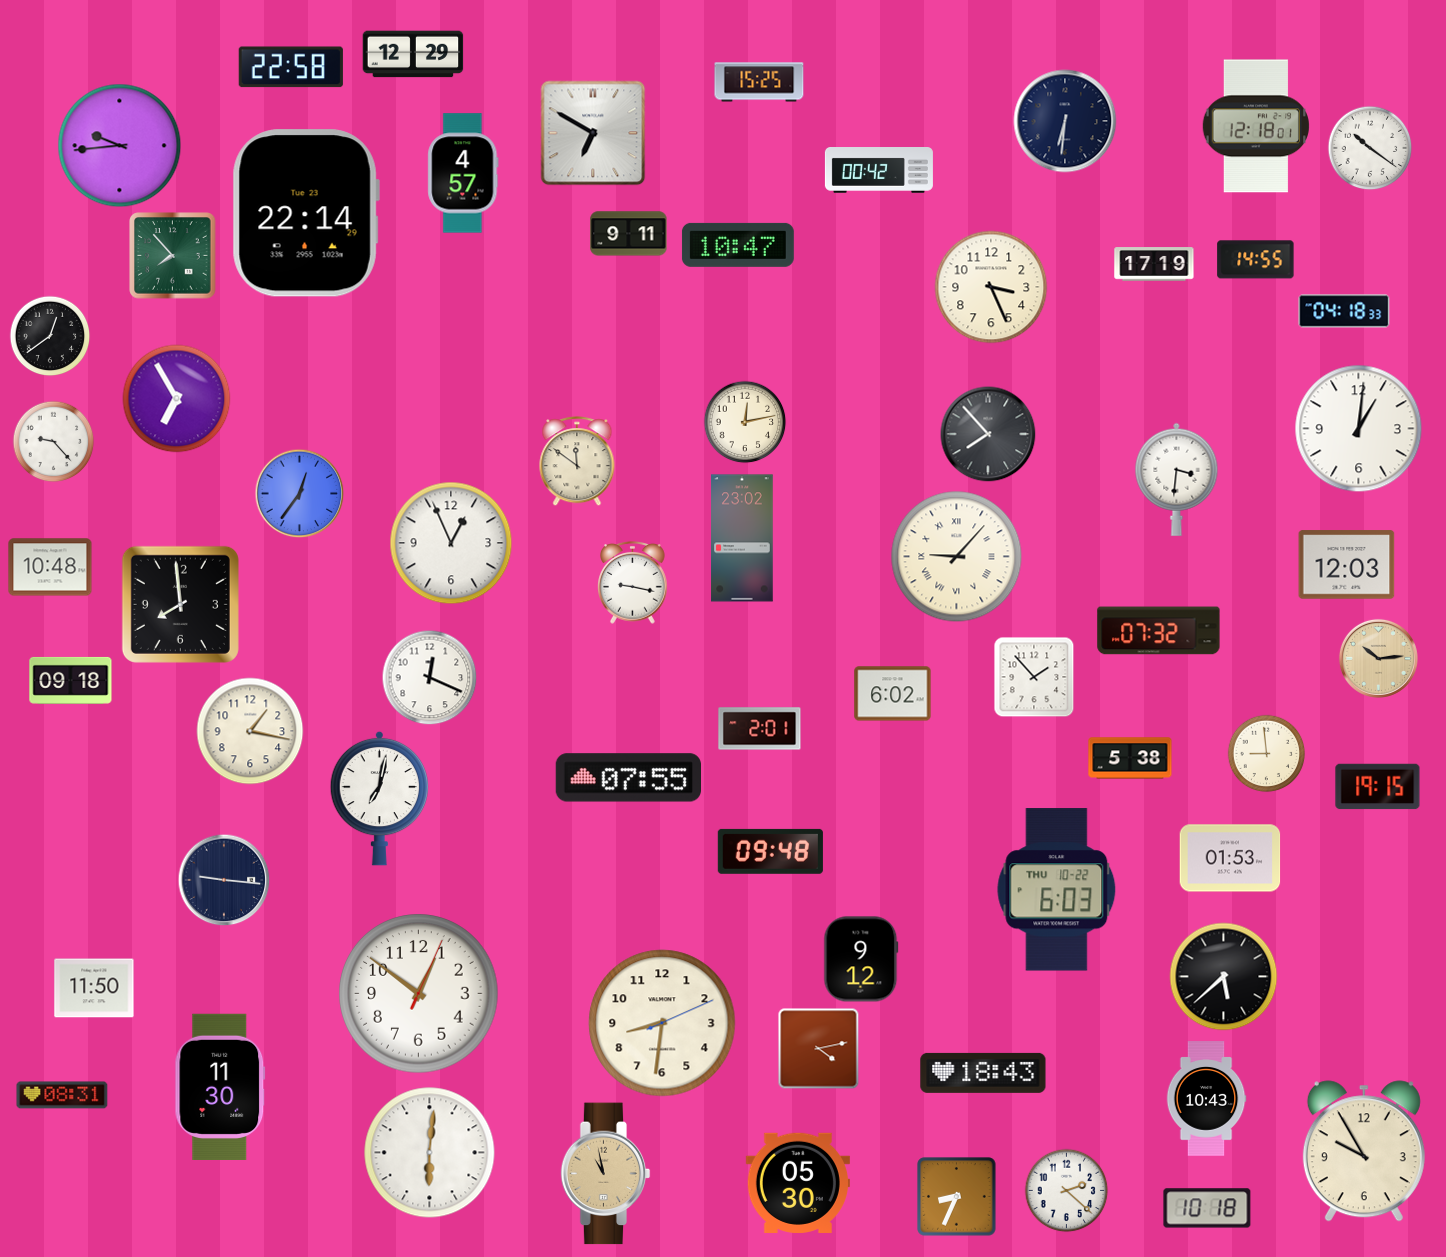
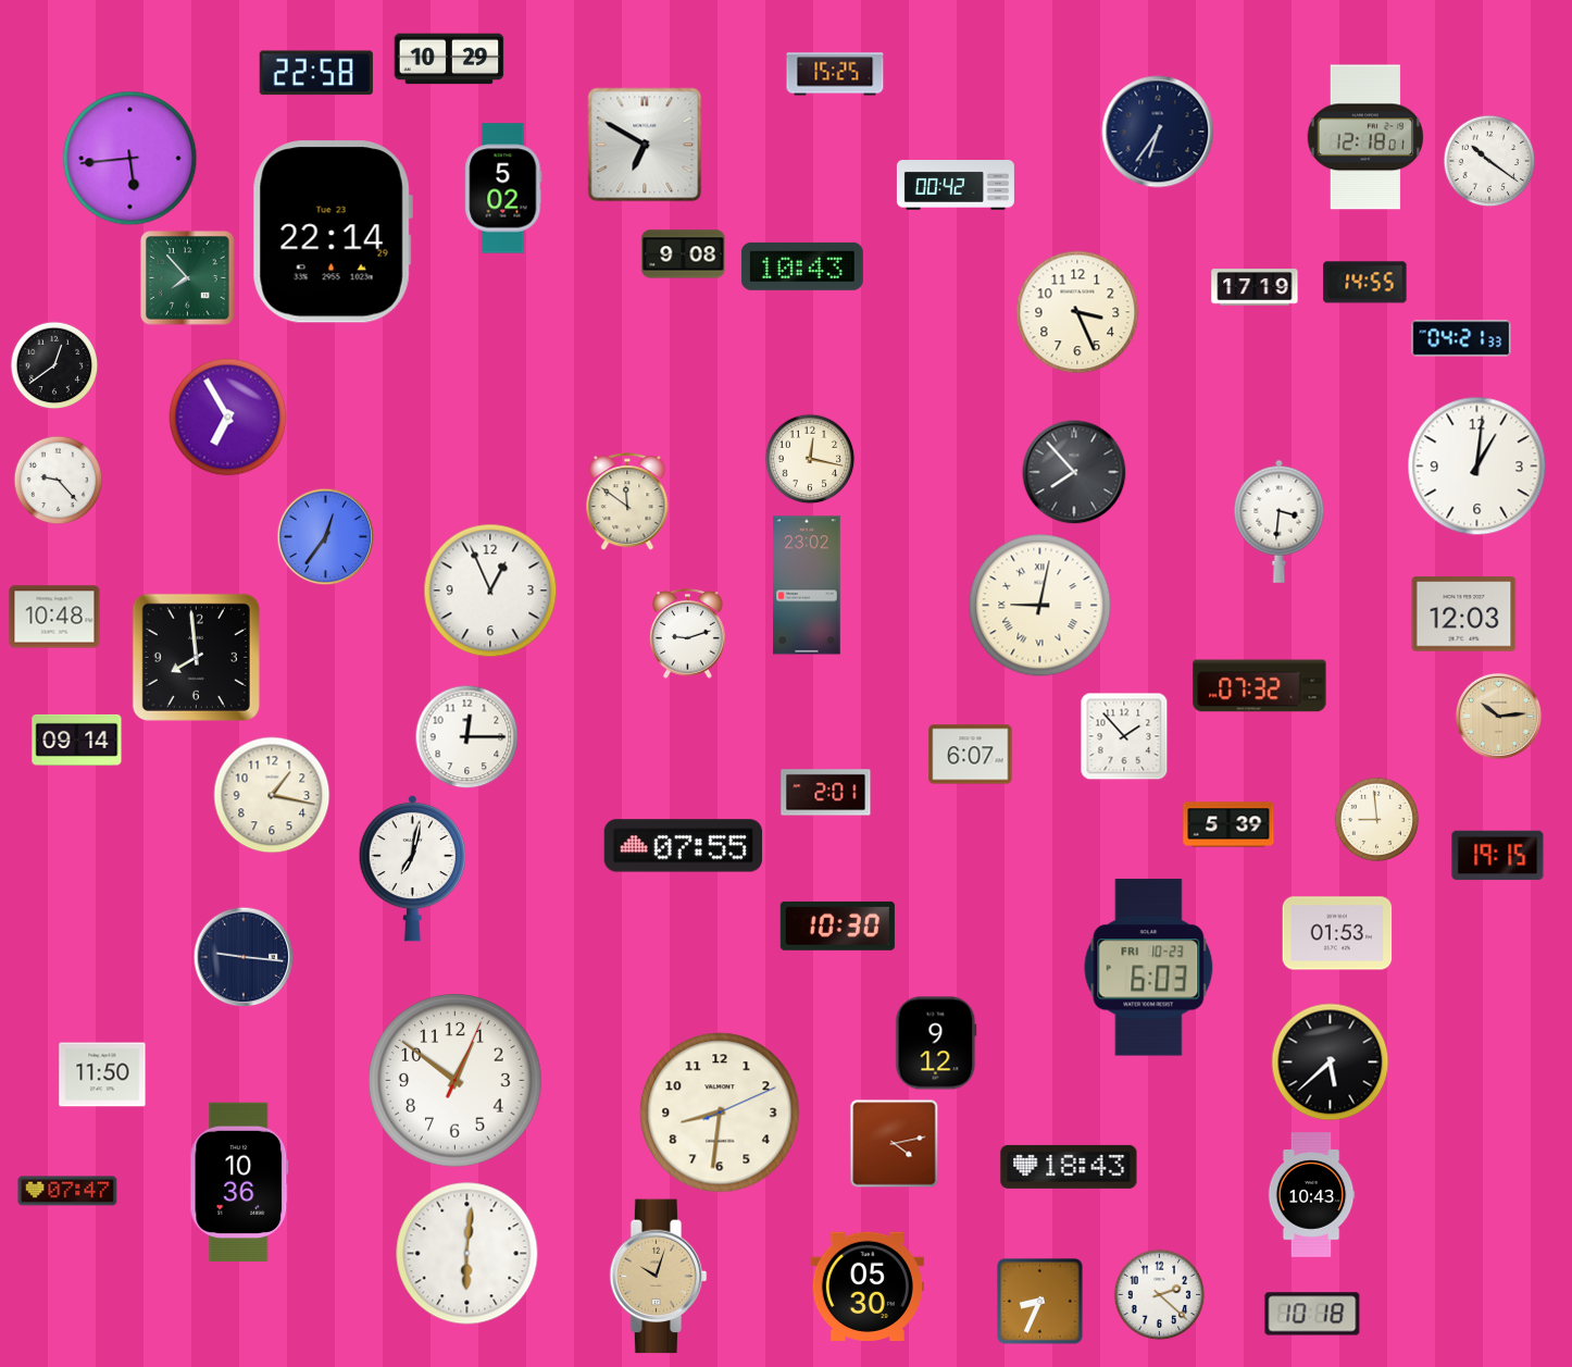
clock at (413, 54): 12:29 -> 10:29
clock at (759, 82) position: (759, 82) -> (835, 74)
clock at (1065, 121): 6:31 -> 6:36
clock at (120, 146): 9:44 -> 5:44
clock at (463, 173): 4:57 -> 5:02
clock at (629, 234): 9:11 -> 9:08
clock at (738, 245): 10:47 -> 10:43
clock at (1344, 311): 04:18 -> 04:21
clock at (177, 399) position: (177, 399) -> (228, 418)
clock at (745, 422): 12:13 -> 12:17
clock at (957, 557): 9:07 -> 9:02
clock at (633, 582): 9:17 -> 9:12
clock at (429, 677): 12:19 -> 12:15
clock at (71, 680): 09:18 -> 09:14
clock at (893, 694): 6:02 -> 6:07
clock at (1130, 758): 5:38 -> 5:39
clock at (770, 851): 09:48 -> 10:30
clock at (1057, 890) date: THU 10-22 -> FRI 10-23
clock at (818, 1048) position: (818, 1048) -> (894, 1143)
clock at (220, 1086): 11:30 -> 10:36
clock at (62, 1095): 08:31 -> 07:47
clock at (1364, 1151): 9:55 -> none
clock at (606, 1174): 10:58 -> 10:03
